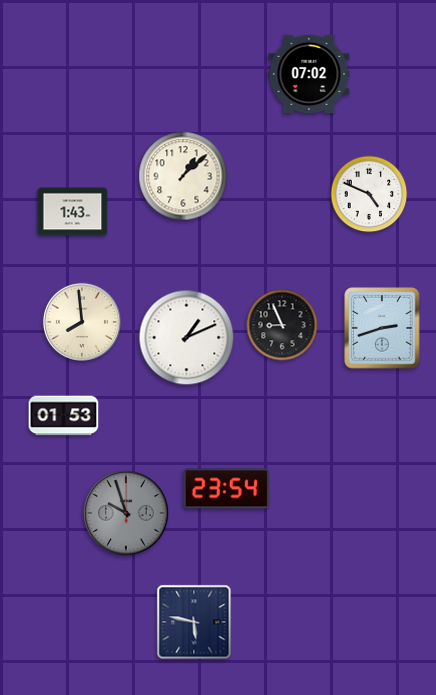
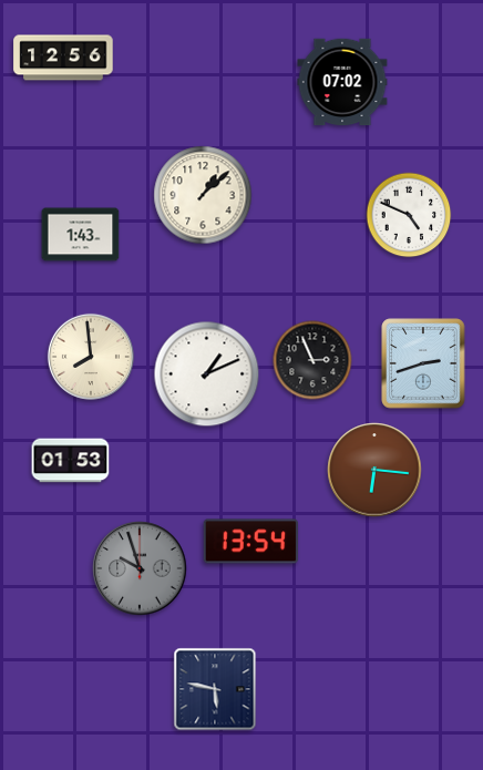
clock at (63, 58): none -> 12:56
clock at (282, 325): 8:56 -> 2:56
clock at (374, 470): none -> 6:16
clock at (227, 489): 23:54 -> 13:54
